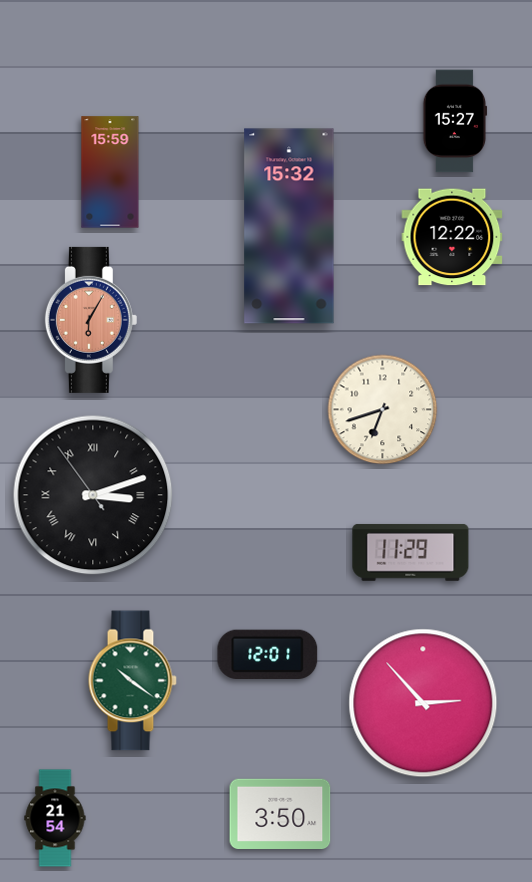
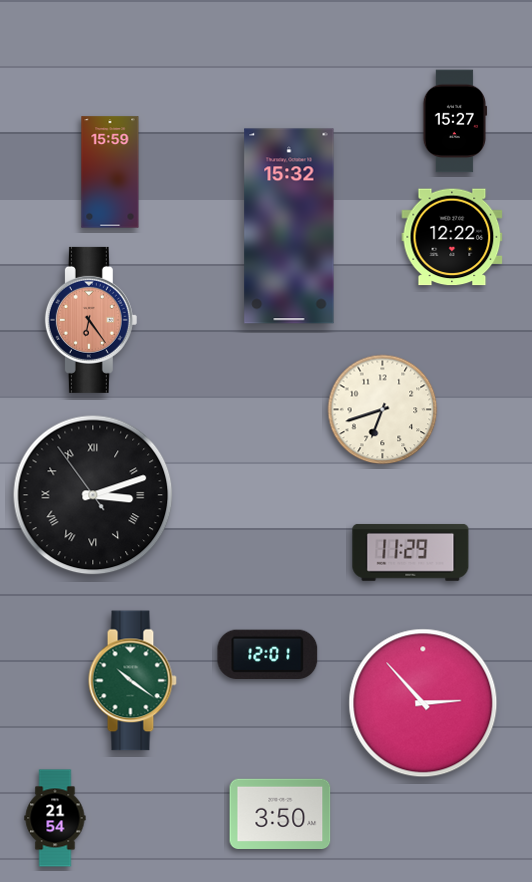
clock at (91, 320): 6:05 -> 6:24
